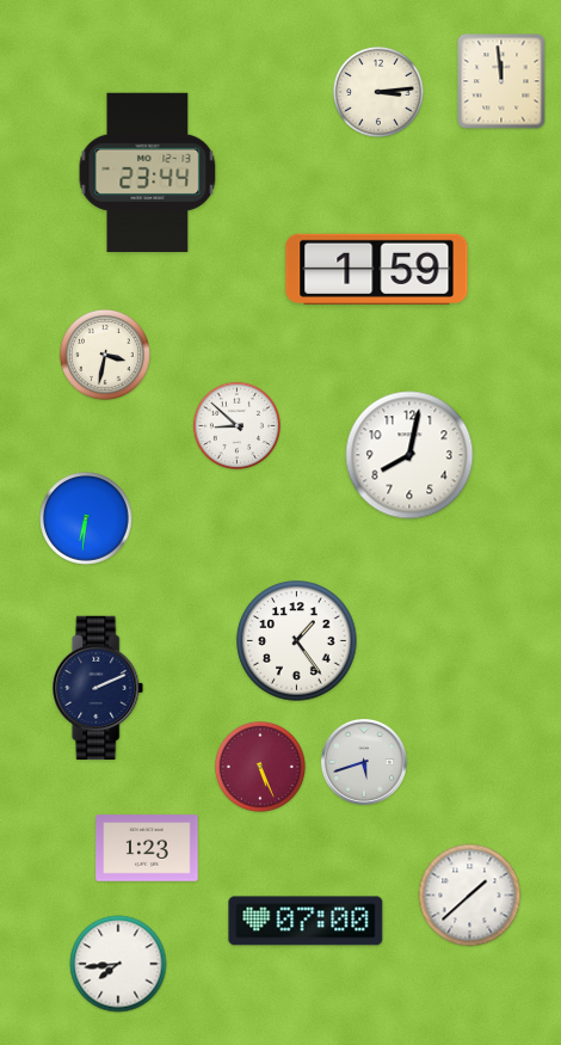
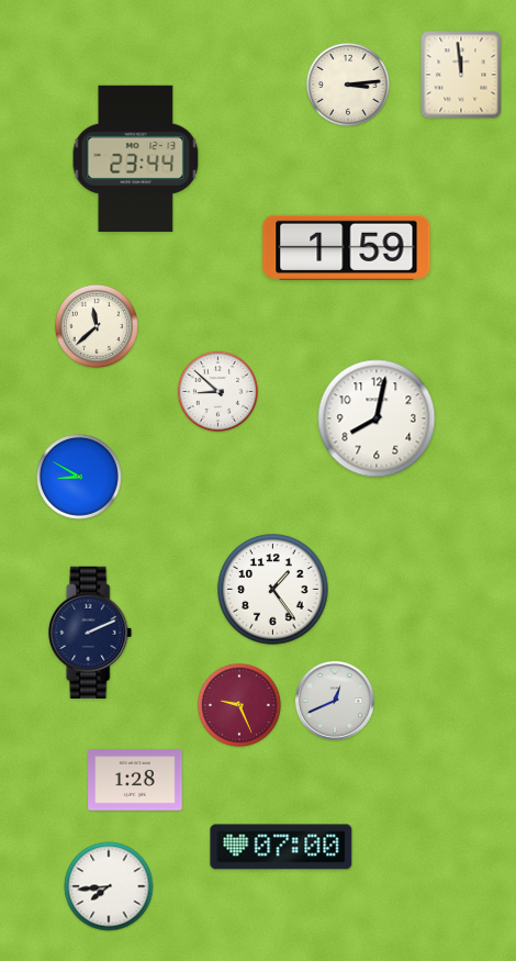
clock at (105, 355): 3:32 -> 11:38
clock at (86, 518): 6:31 -> 8:50
clock at (364, 762): 5:42 -> 12:41
clock at (260, 767): 5:26 -> 9:26
clock at (147, 848): 1:23 -> 1:28
clock at (470, 896): 1:38 -> none
